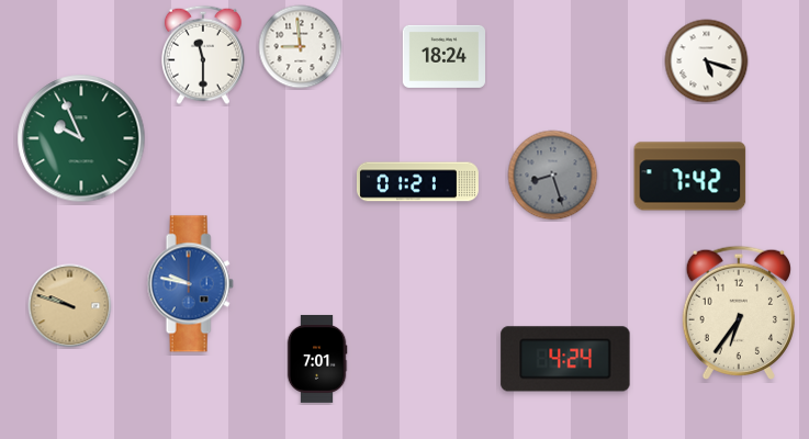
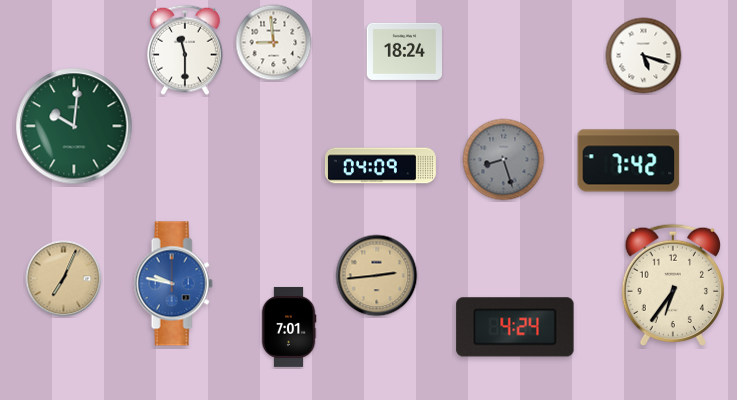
clock at (81, 138): 9:56 -> 10:01
clock at (417, 182): 01:21 -> 04:09
clock at (190, 284) position: (190, 284) -> (173, 284)
clock at (377, 276): none -> 2:44
clock at (70, 306): 9:48 -> 7:04
